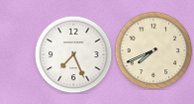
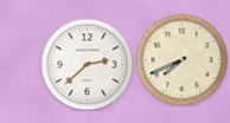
clock at (73, 54): 7:26 -> 2:38
